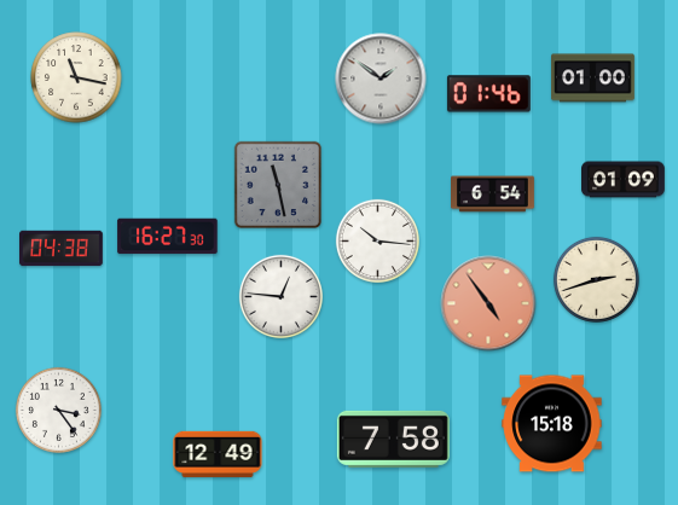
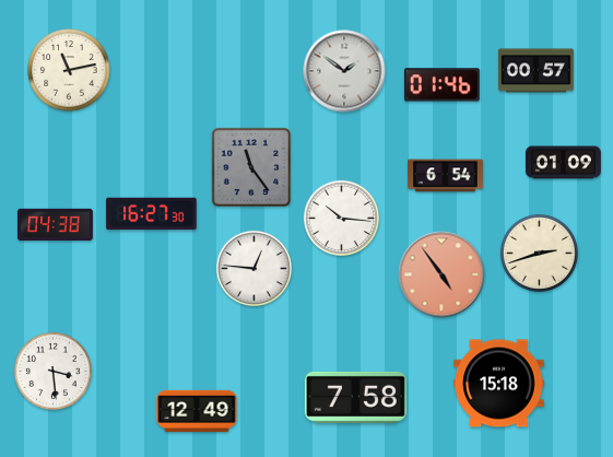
clock at (76, 77): 11:17 -> 11:13
clock at (593, 79): 01:00 -> 00:57
clock at (277, 184): 11:28 -> 11:24
clock at (58, 410): 3:24 -> 3:29
